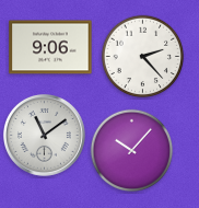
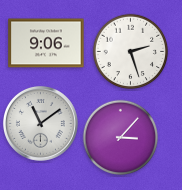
clock at (143, 57): 2:23 -> 2:27
clock at (132, 151): 10:07 -> 3:07
